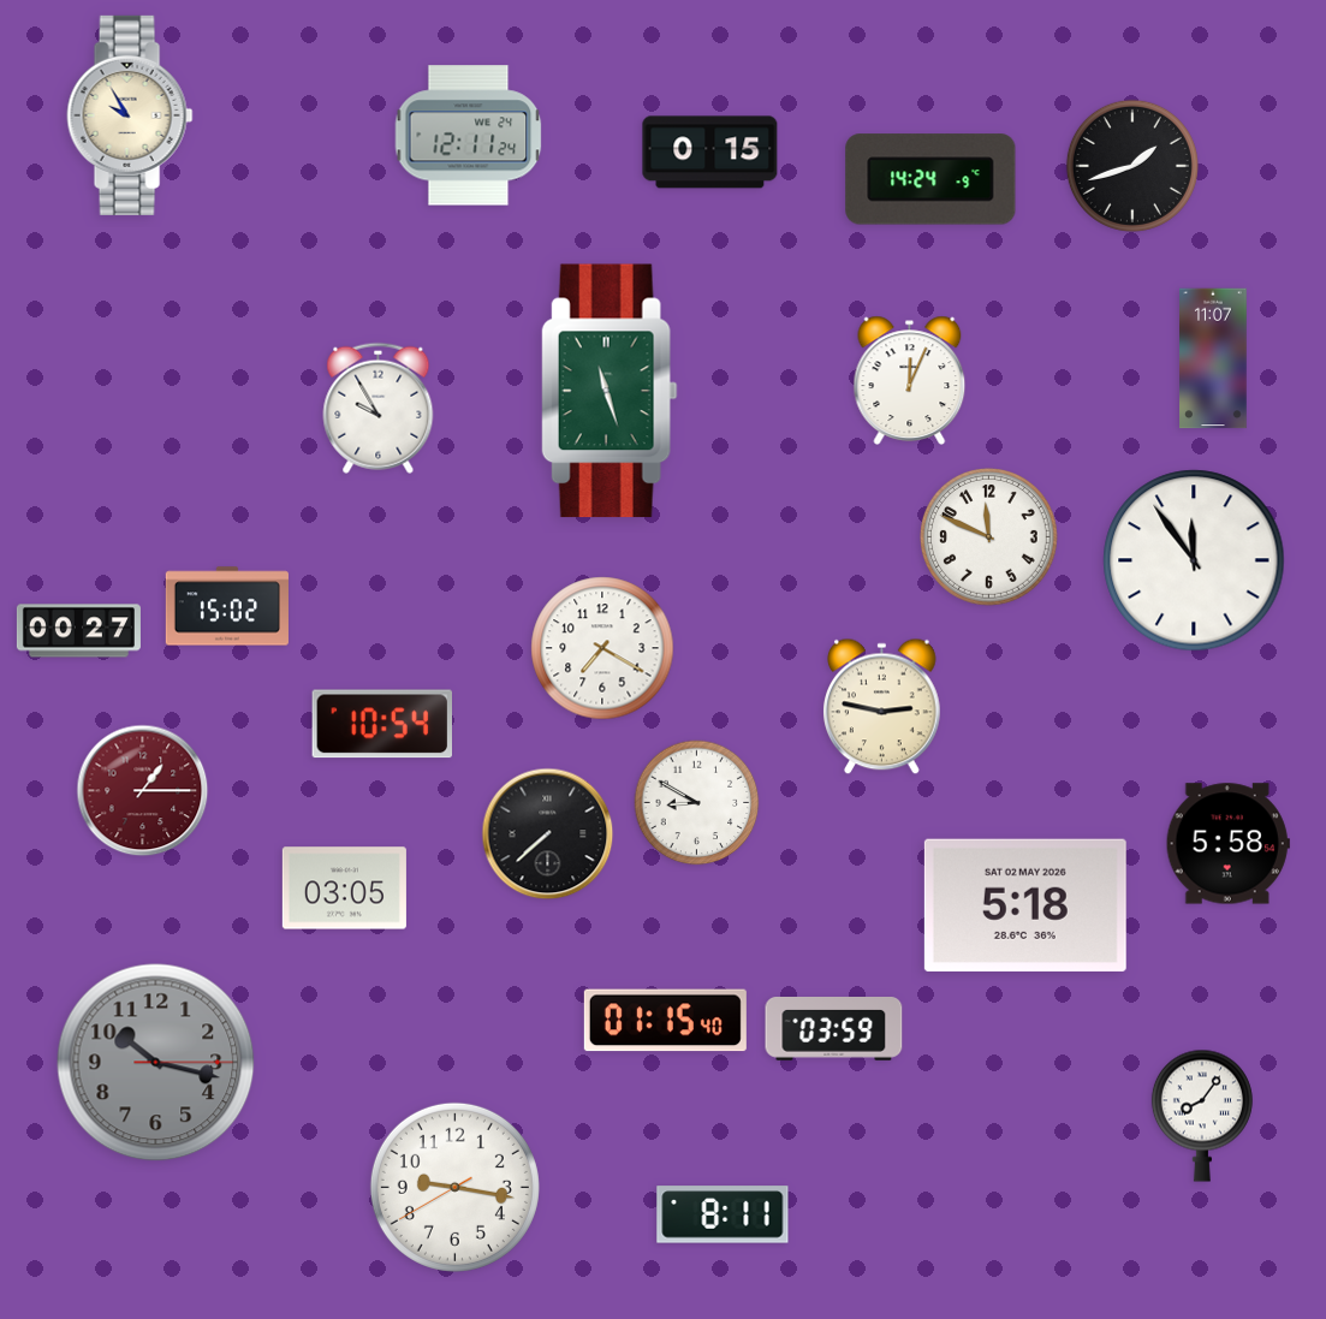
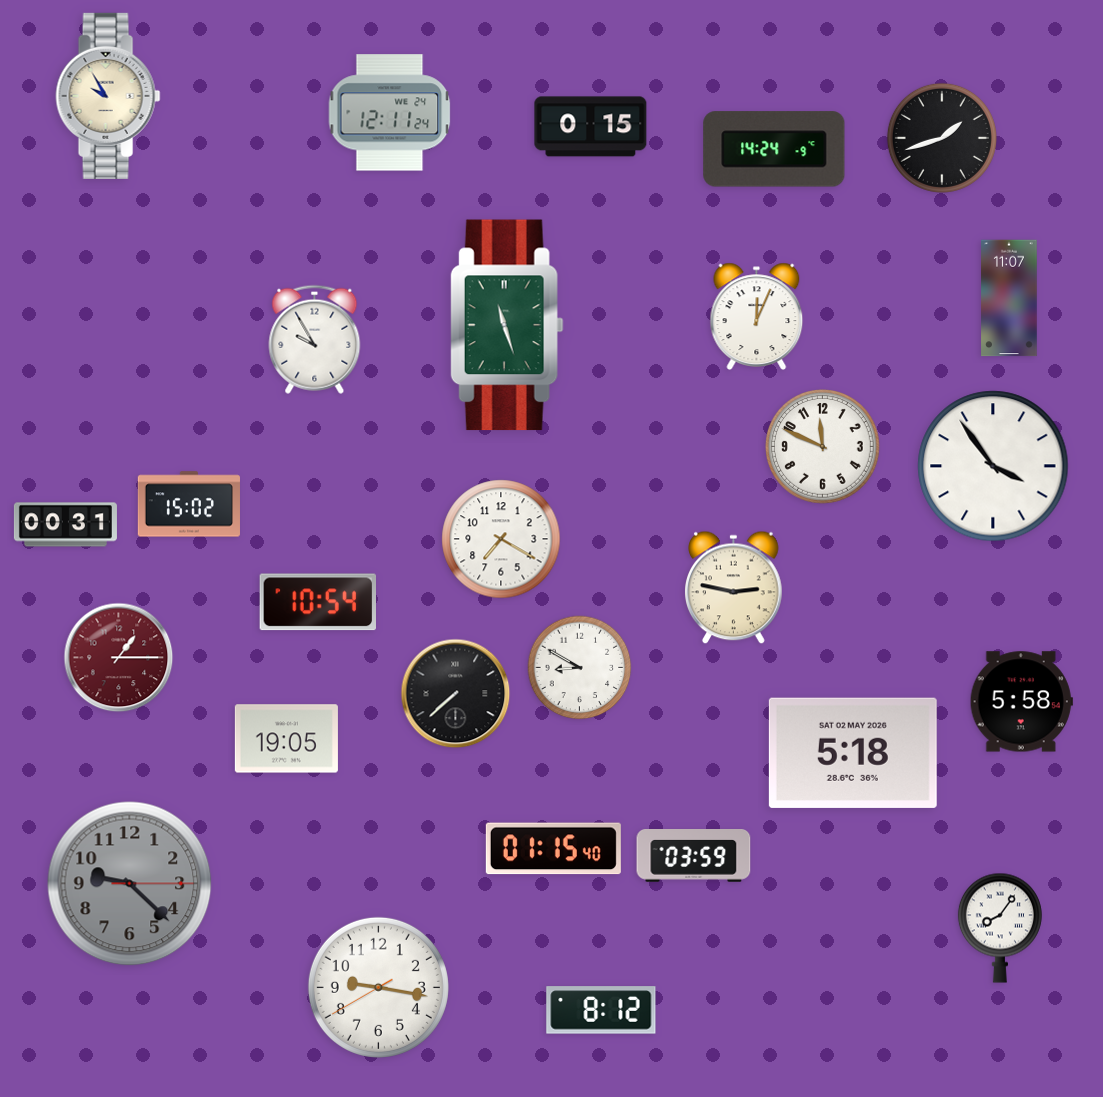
clock at (1194, 560): 11:54 -> 3:54
clock at (78, 631): 00:27 -> 00:31
clock at (344, 889): 03:05 -> 19:05
clock at (156, 1063): 10:17 -> 9:22
clock at (723, 1214): 8:11 -> 8:12
